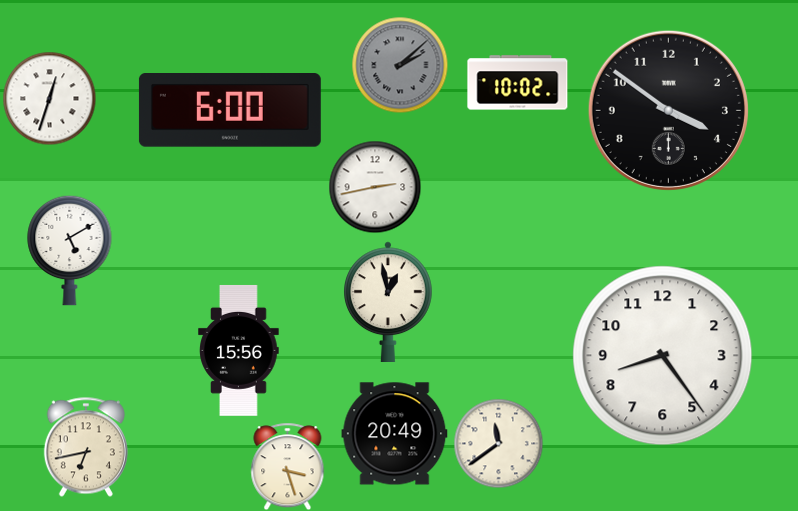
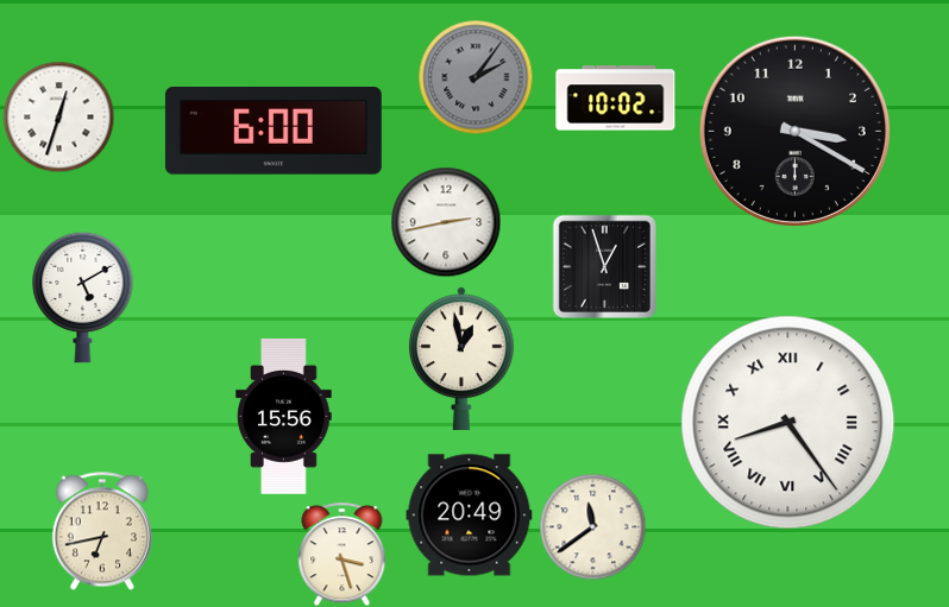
clock at (400, 65): 2:08 -> 2:06
clock at (668, 110): 3:51 -> 3:20
clock at (604, 266): none -> 12:57
clock at (663, 356) numerals: Arabic -> Roman
